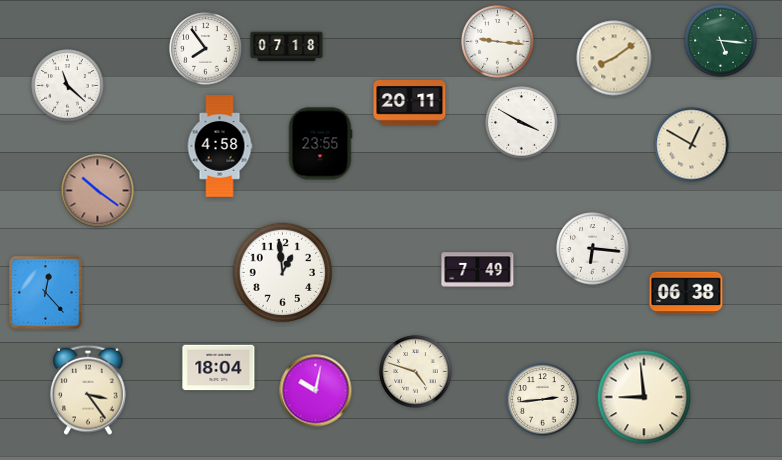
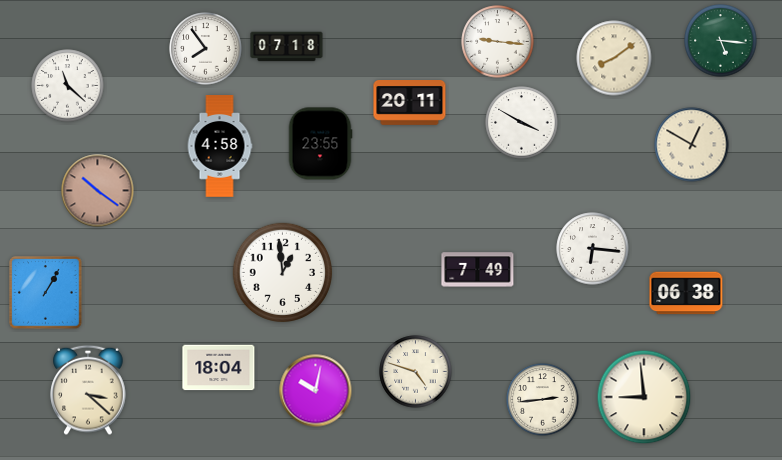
clock at (46, 293): 12:23 -> 1:05
clock at (88, 390): 3:24 -> 3:22
